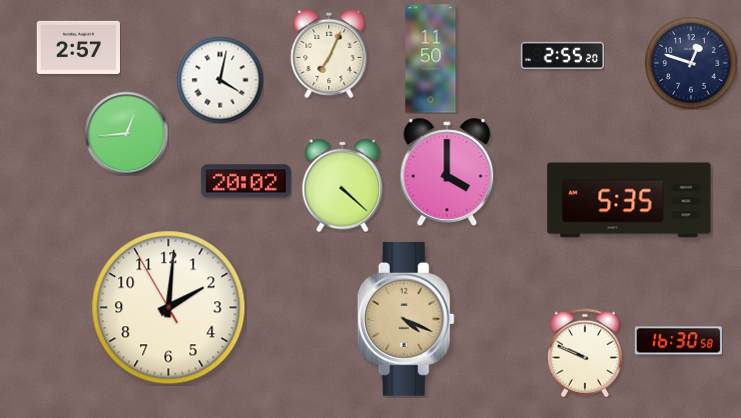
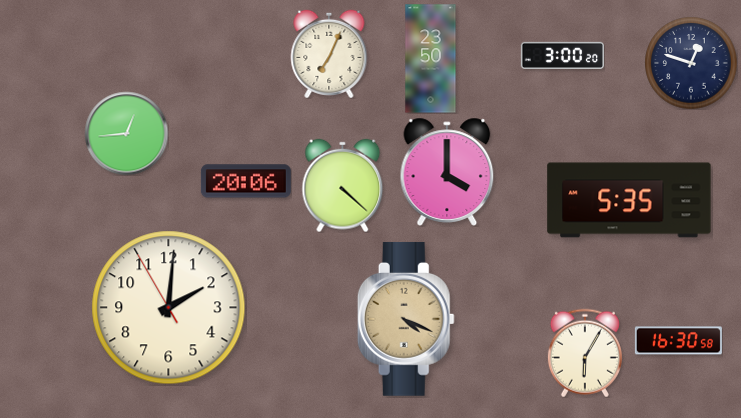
clock at (78, 47): 2:57 -> none
clock at (562, 55): 2:55 -> 3:00
clock at (431, 59): 11:50 -> 23:50
clock at (220, 80): 4:02 -> none
clock at (246, 181): 20:02 -> 20:06
clock at (585, 353): 9:49 -> 6:05
